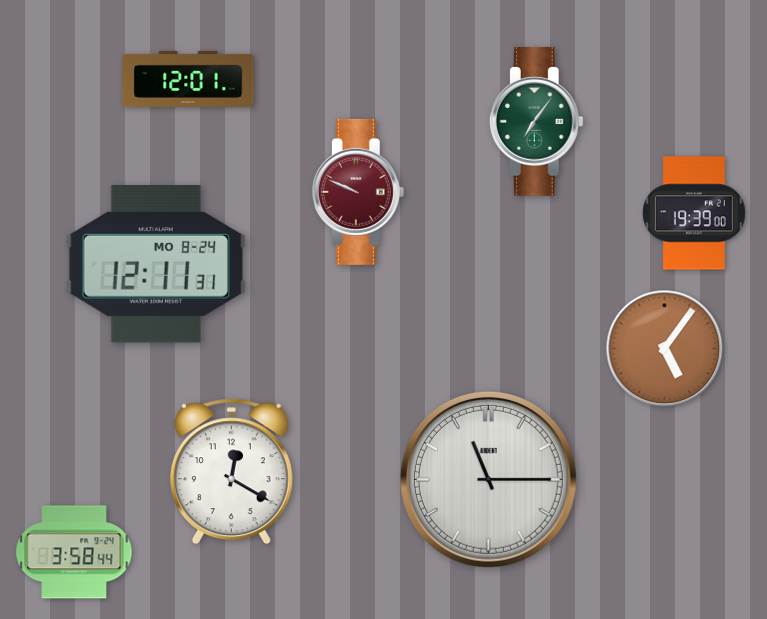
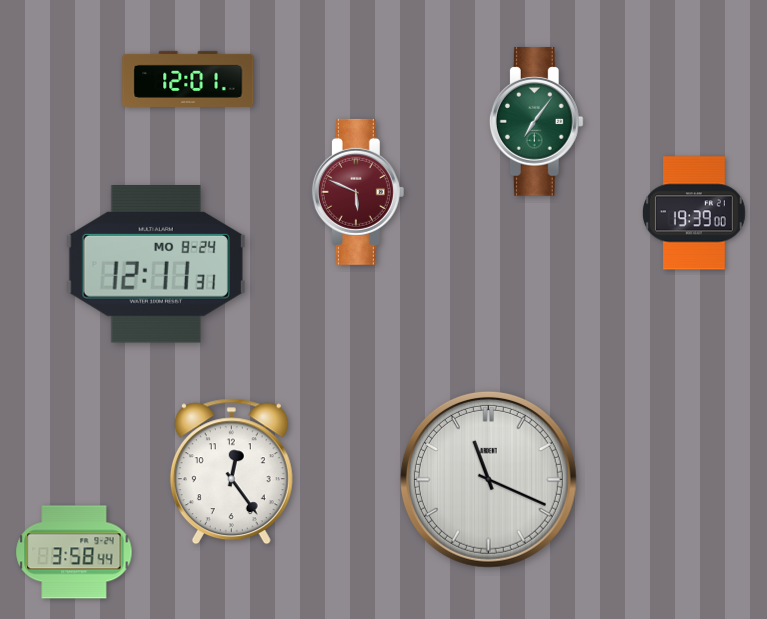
clock at (358, 192): 9:49 -> 5:49
clock at (665, 349): 5:06 -> none
clock at (231, 472): 12:20 -> 12:24
clock at (488, 479): 11:15 -> 11:19
